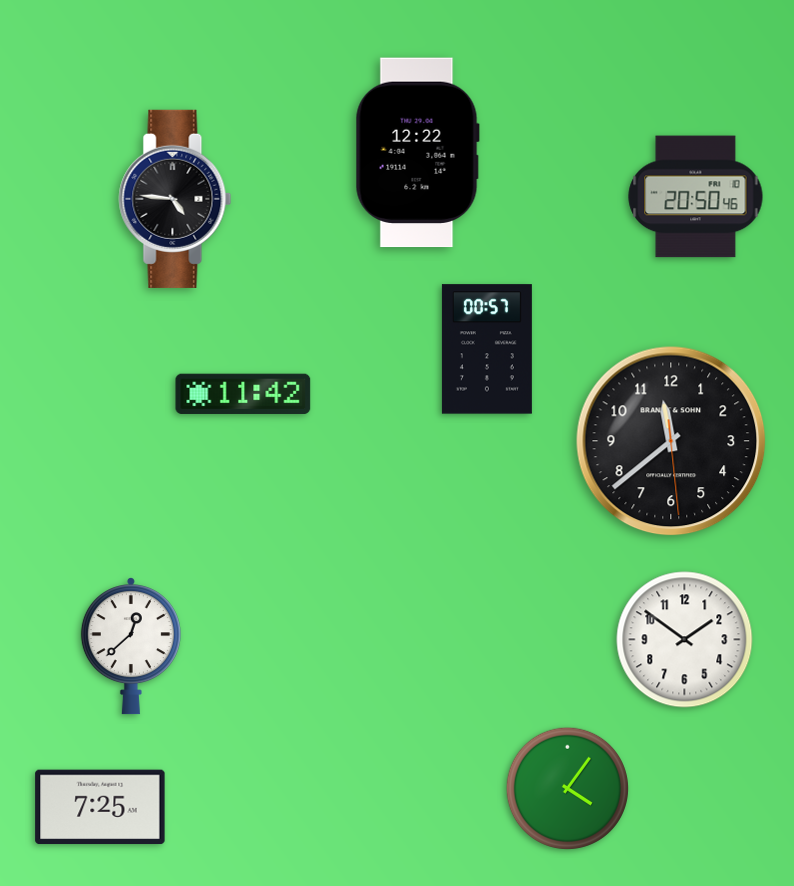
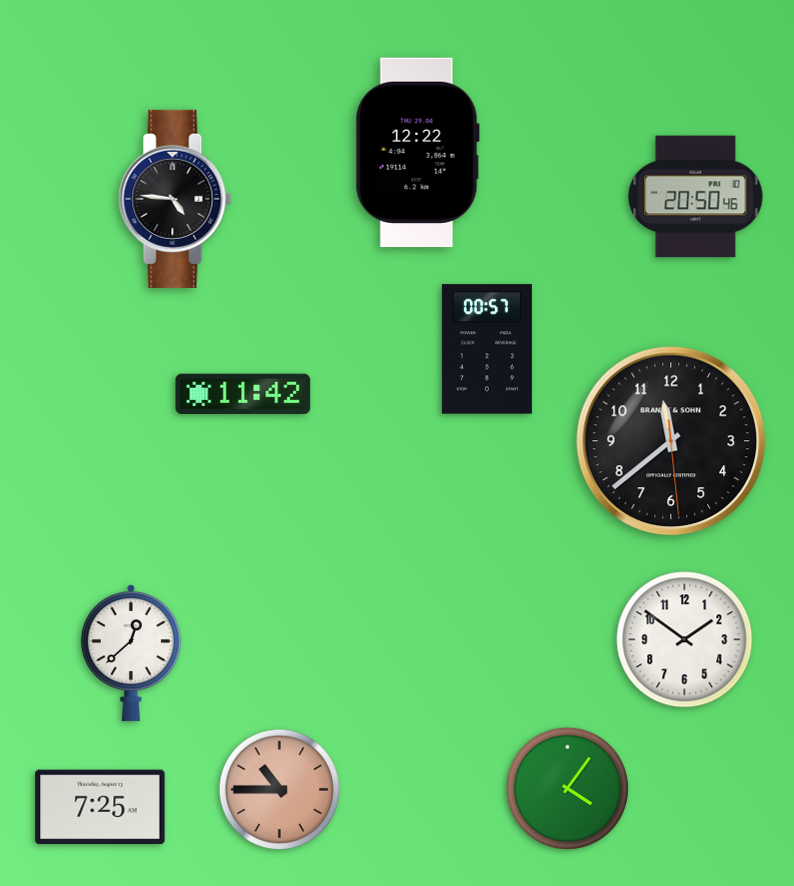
clock at (131, 646) position: (131, 646) -> (131, 653)
clock at (280, 790): none -> 10:45
